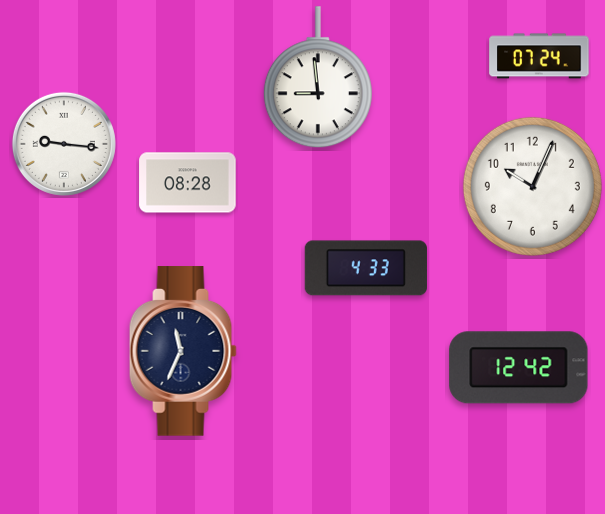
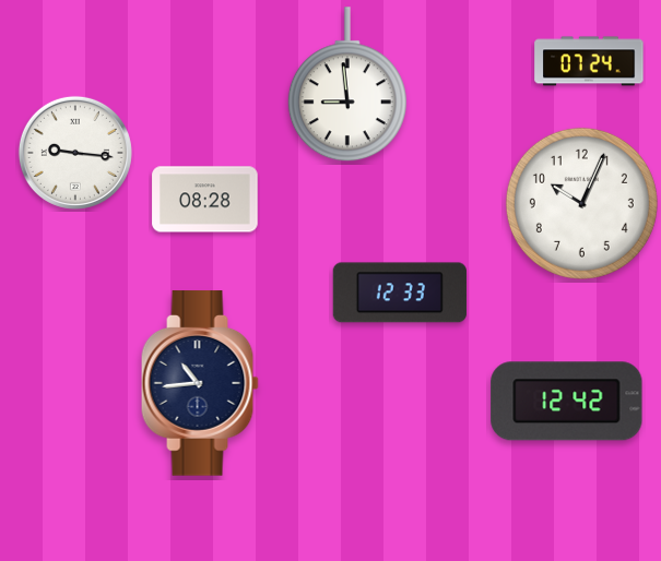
clock at (64, 144) position: (64, 144) -> (75, 153)
clock at (366, 268): 4:33 -> 12:33
clock at (183, 351): 11:34 -> 10:44
